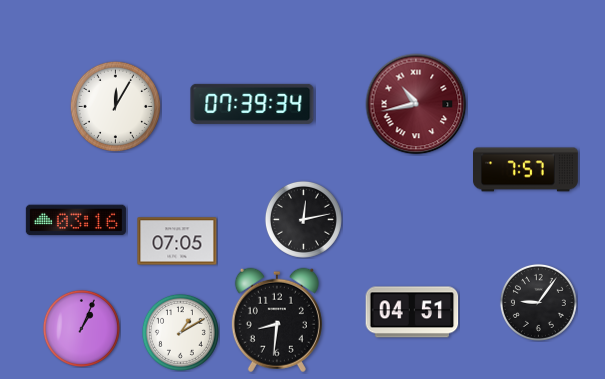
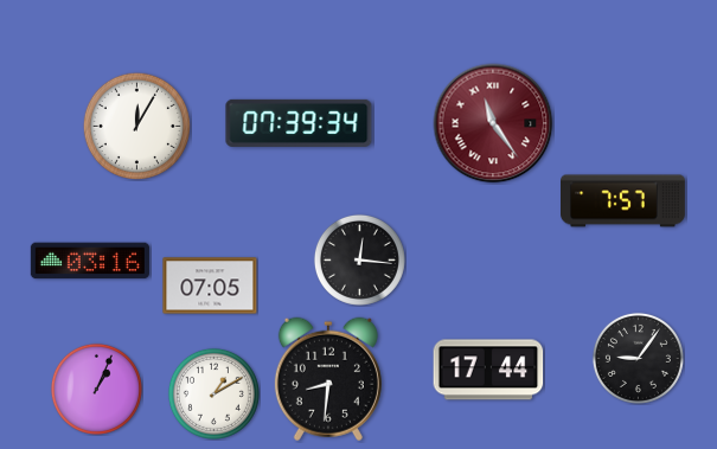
clock at (416, 104): 10:43 -> 11:24
clock at (303, 219): 12:13 -> 12:16
clock at (412, 312): 04:51 -> 17:44
